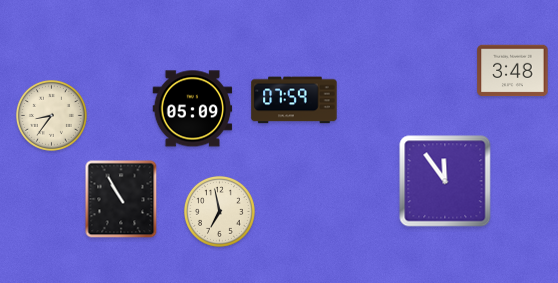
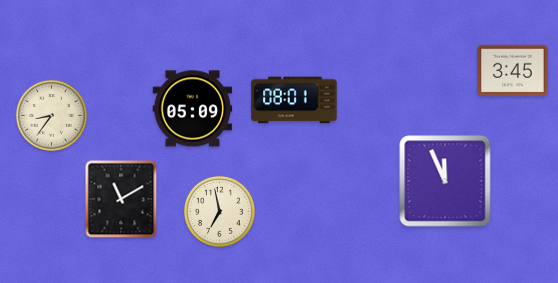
clock at (513, 71): 3:48 -> 3:45
clock at (294, 100): 07:59 -> 08:01
clock at (445, 181): 11:54 -> 11:56
clock at (121, 199): 10:55 -> 11:10
